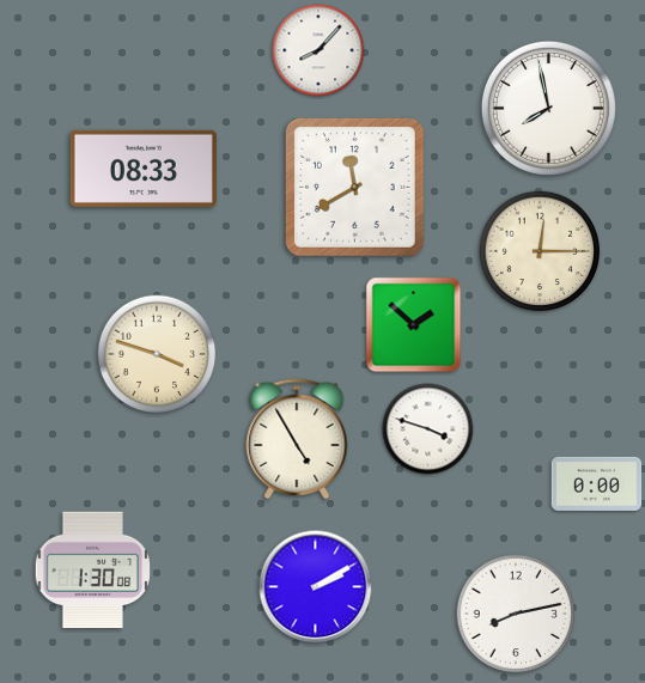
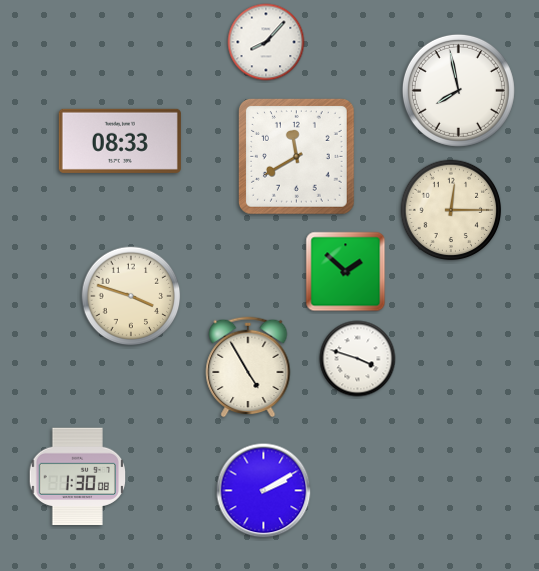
clock at (597, 483): 0:00 -> none
clock at (516, 614): 8:13 -> none
